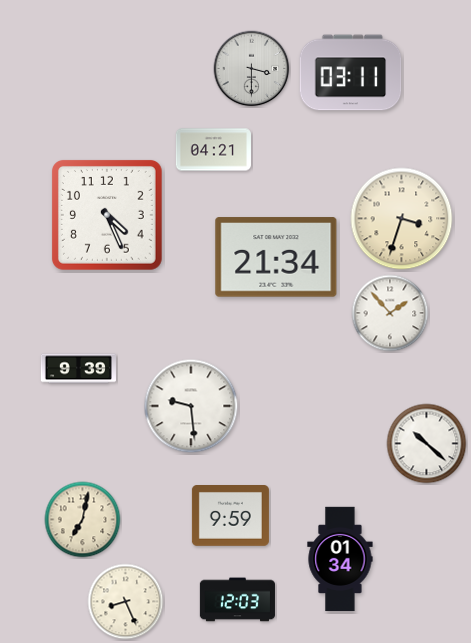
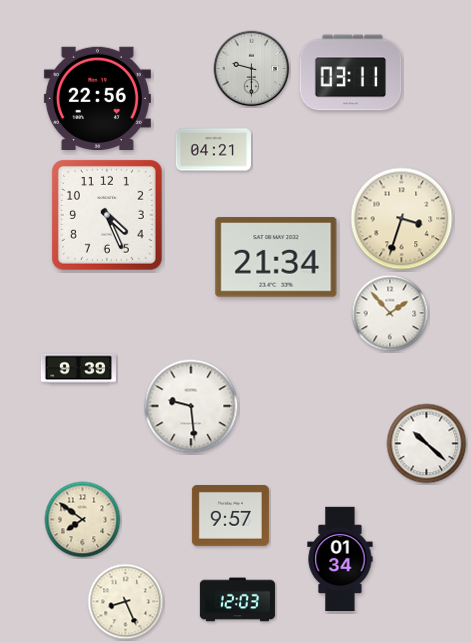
clock at (252, 69): 3:30 -> 9:30
clock at (97, 98): none -> 22:56
clock at (230, 516): 9:59 -> 9:57
clock at (83, 520): 7:02 -> 7:51
